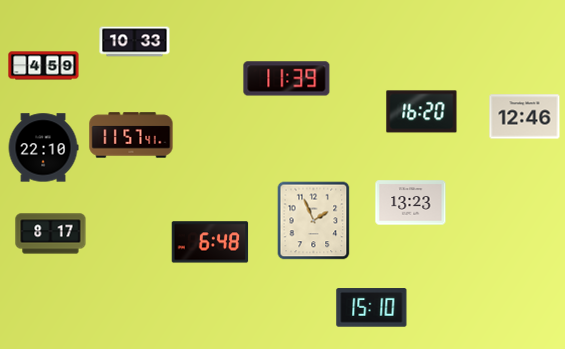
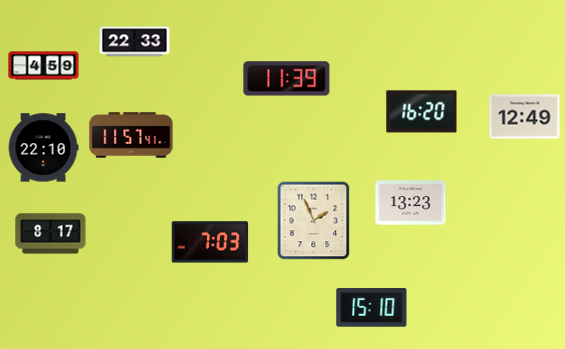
clock at (135, 42): 10:33 -> 22:33
clock at (525, 117): 12:46 -> 12:49
clock at (210, 242): 6:48 -> 7:03
